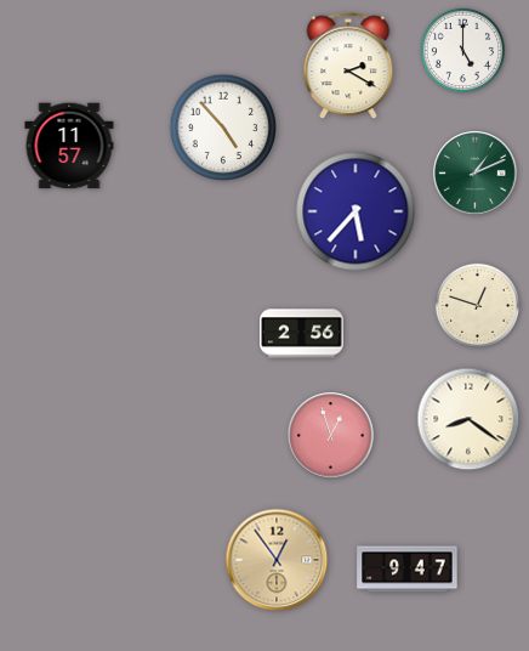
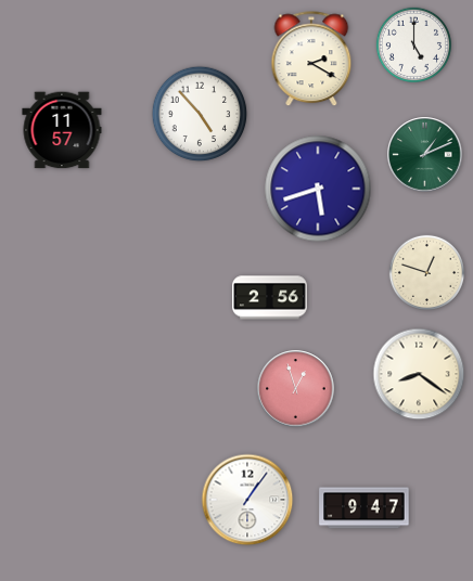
clock at (355, 211): 5:37 -> 5:42
clock at (277, 560): 12:54 -> 1:06
clock at (277, 560) dial: champagne -> white
